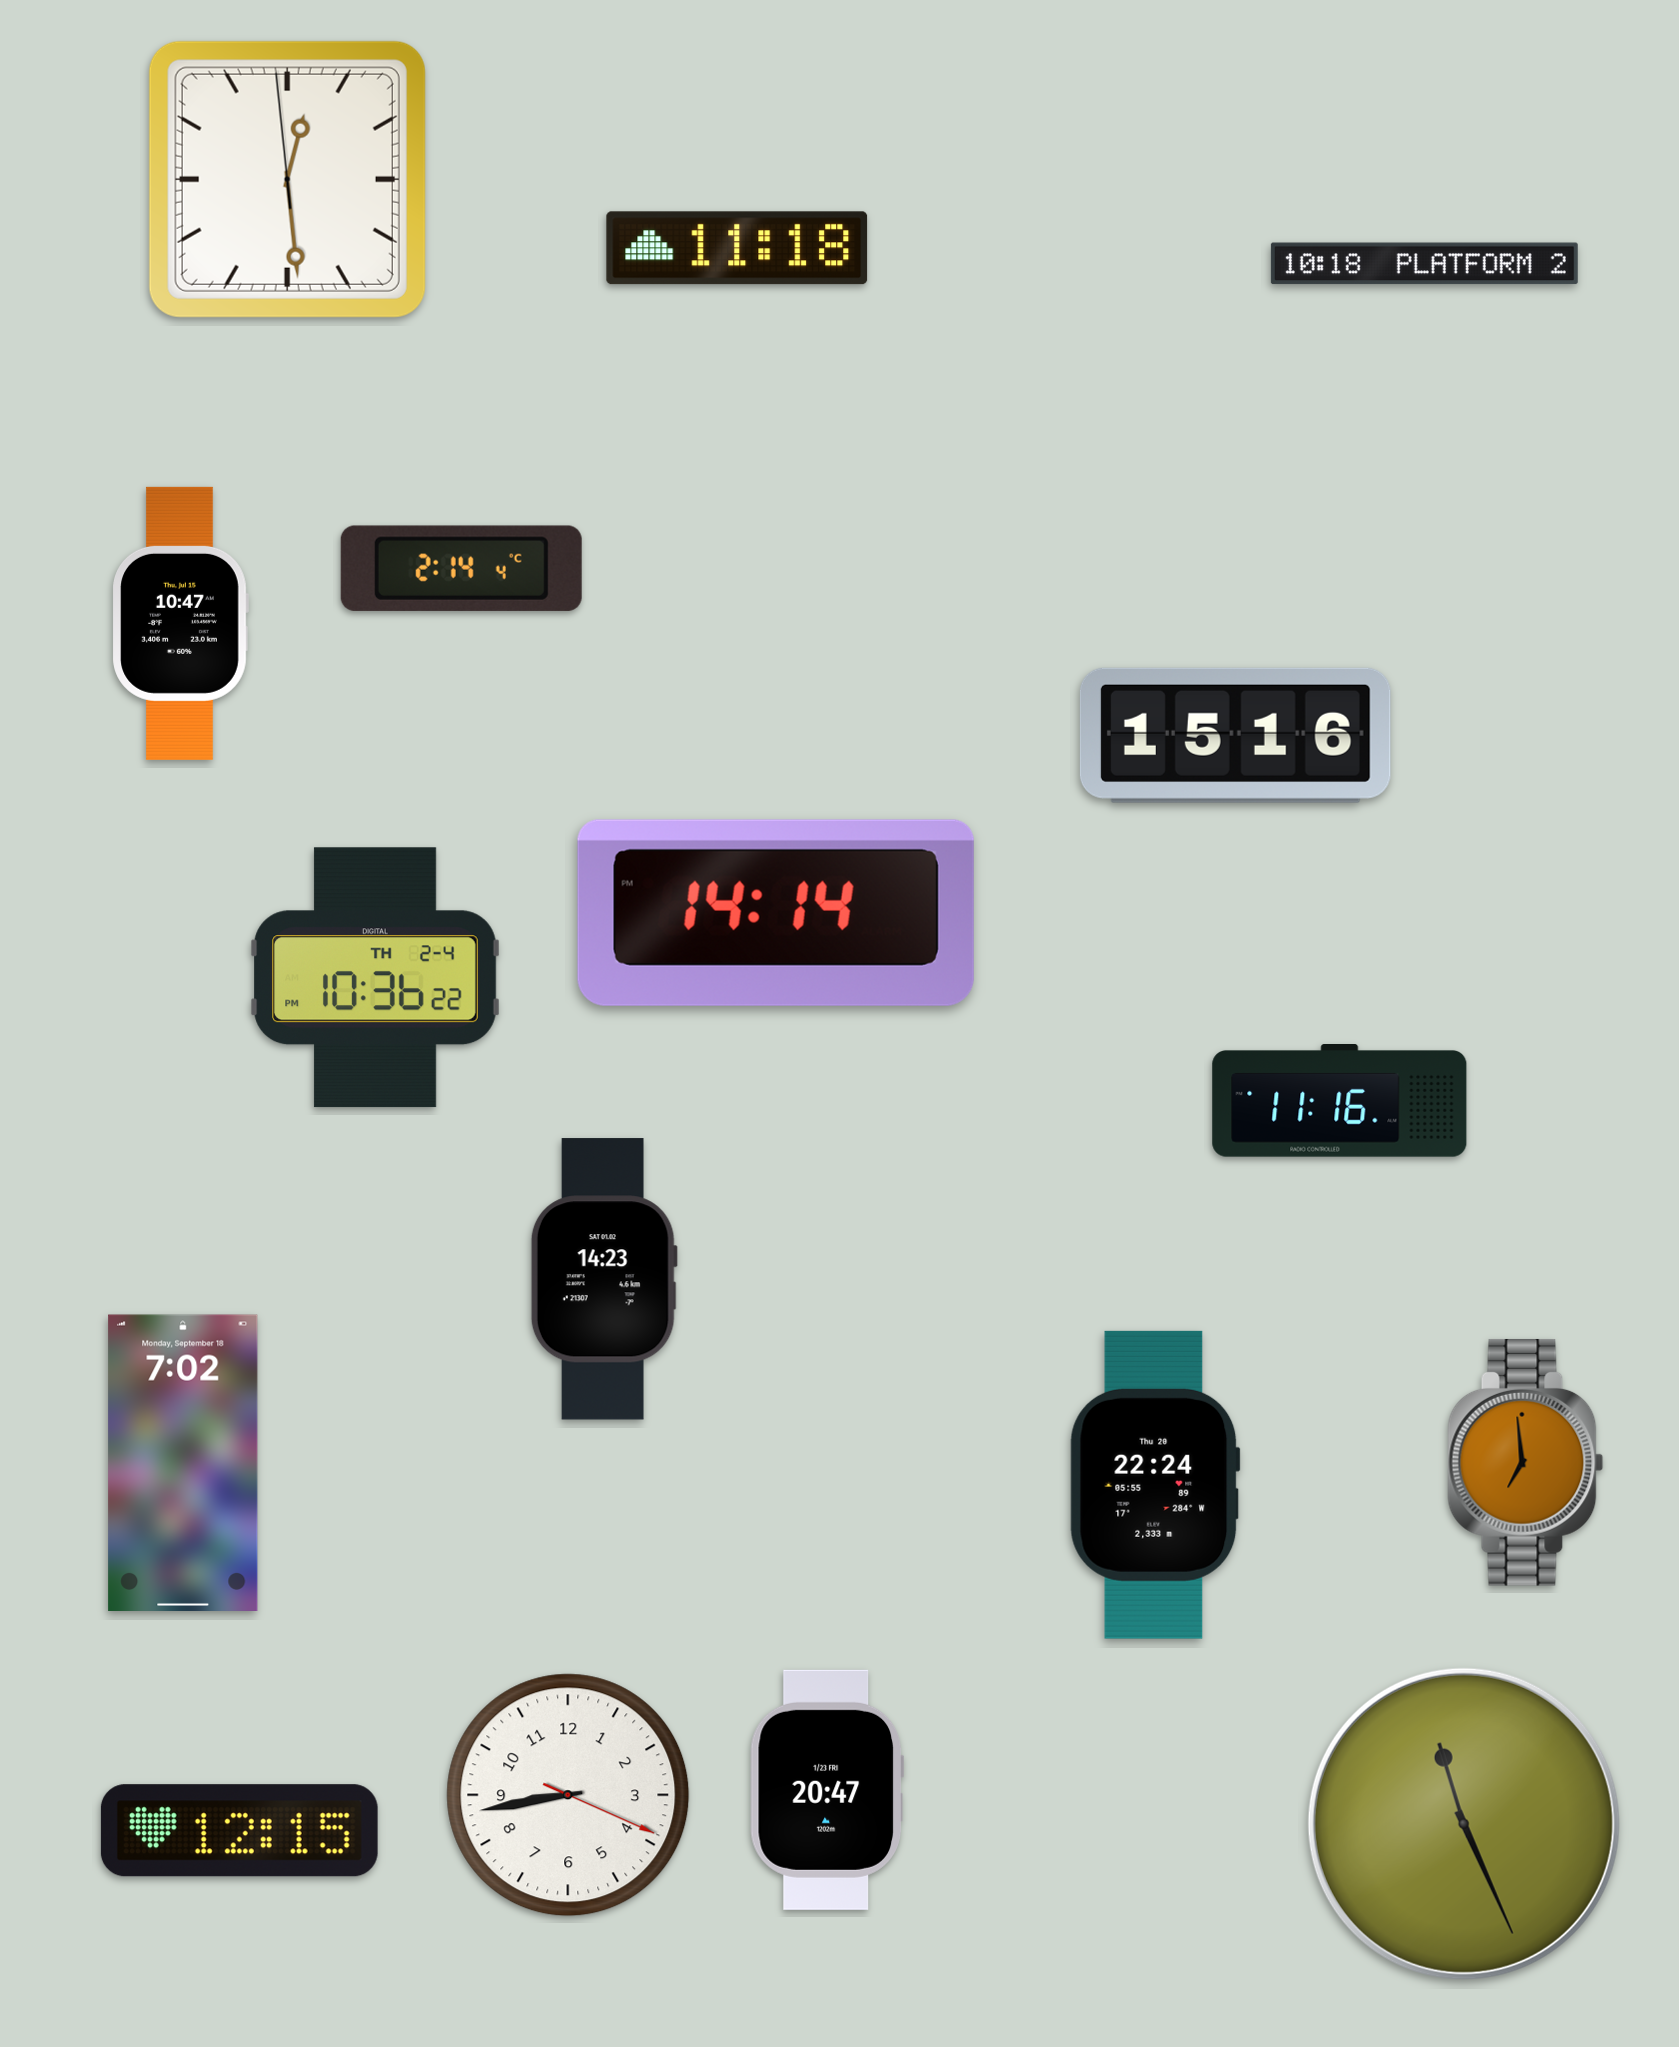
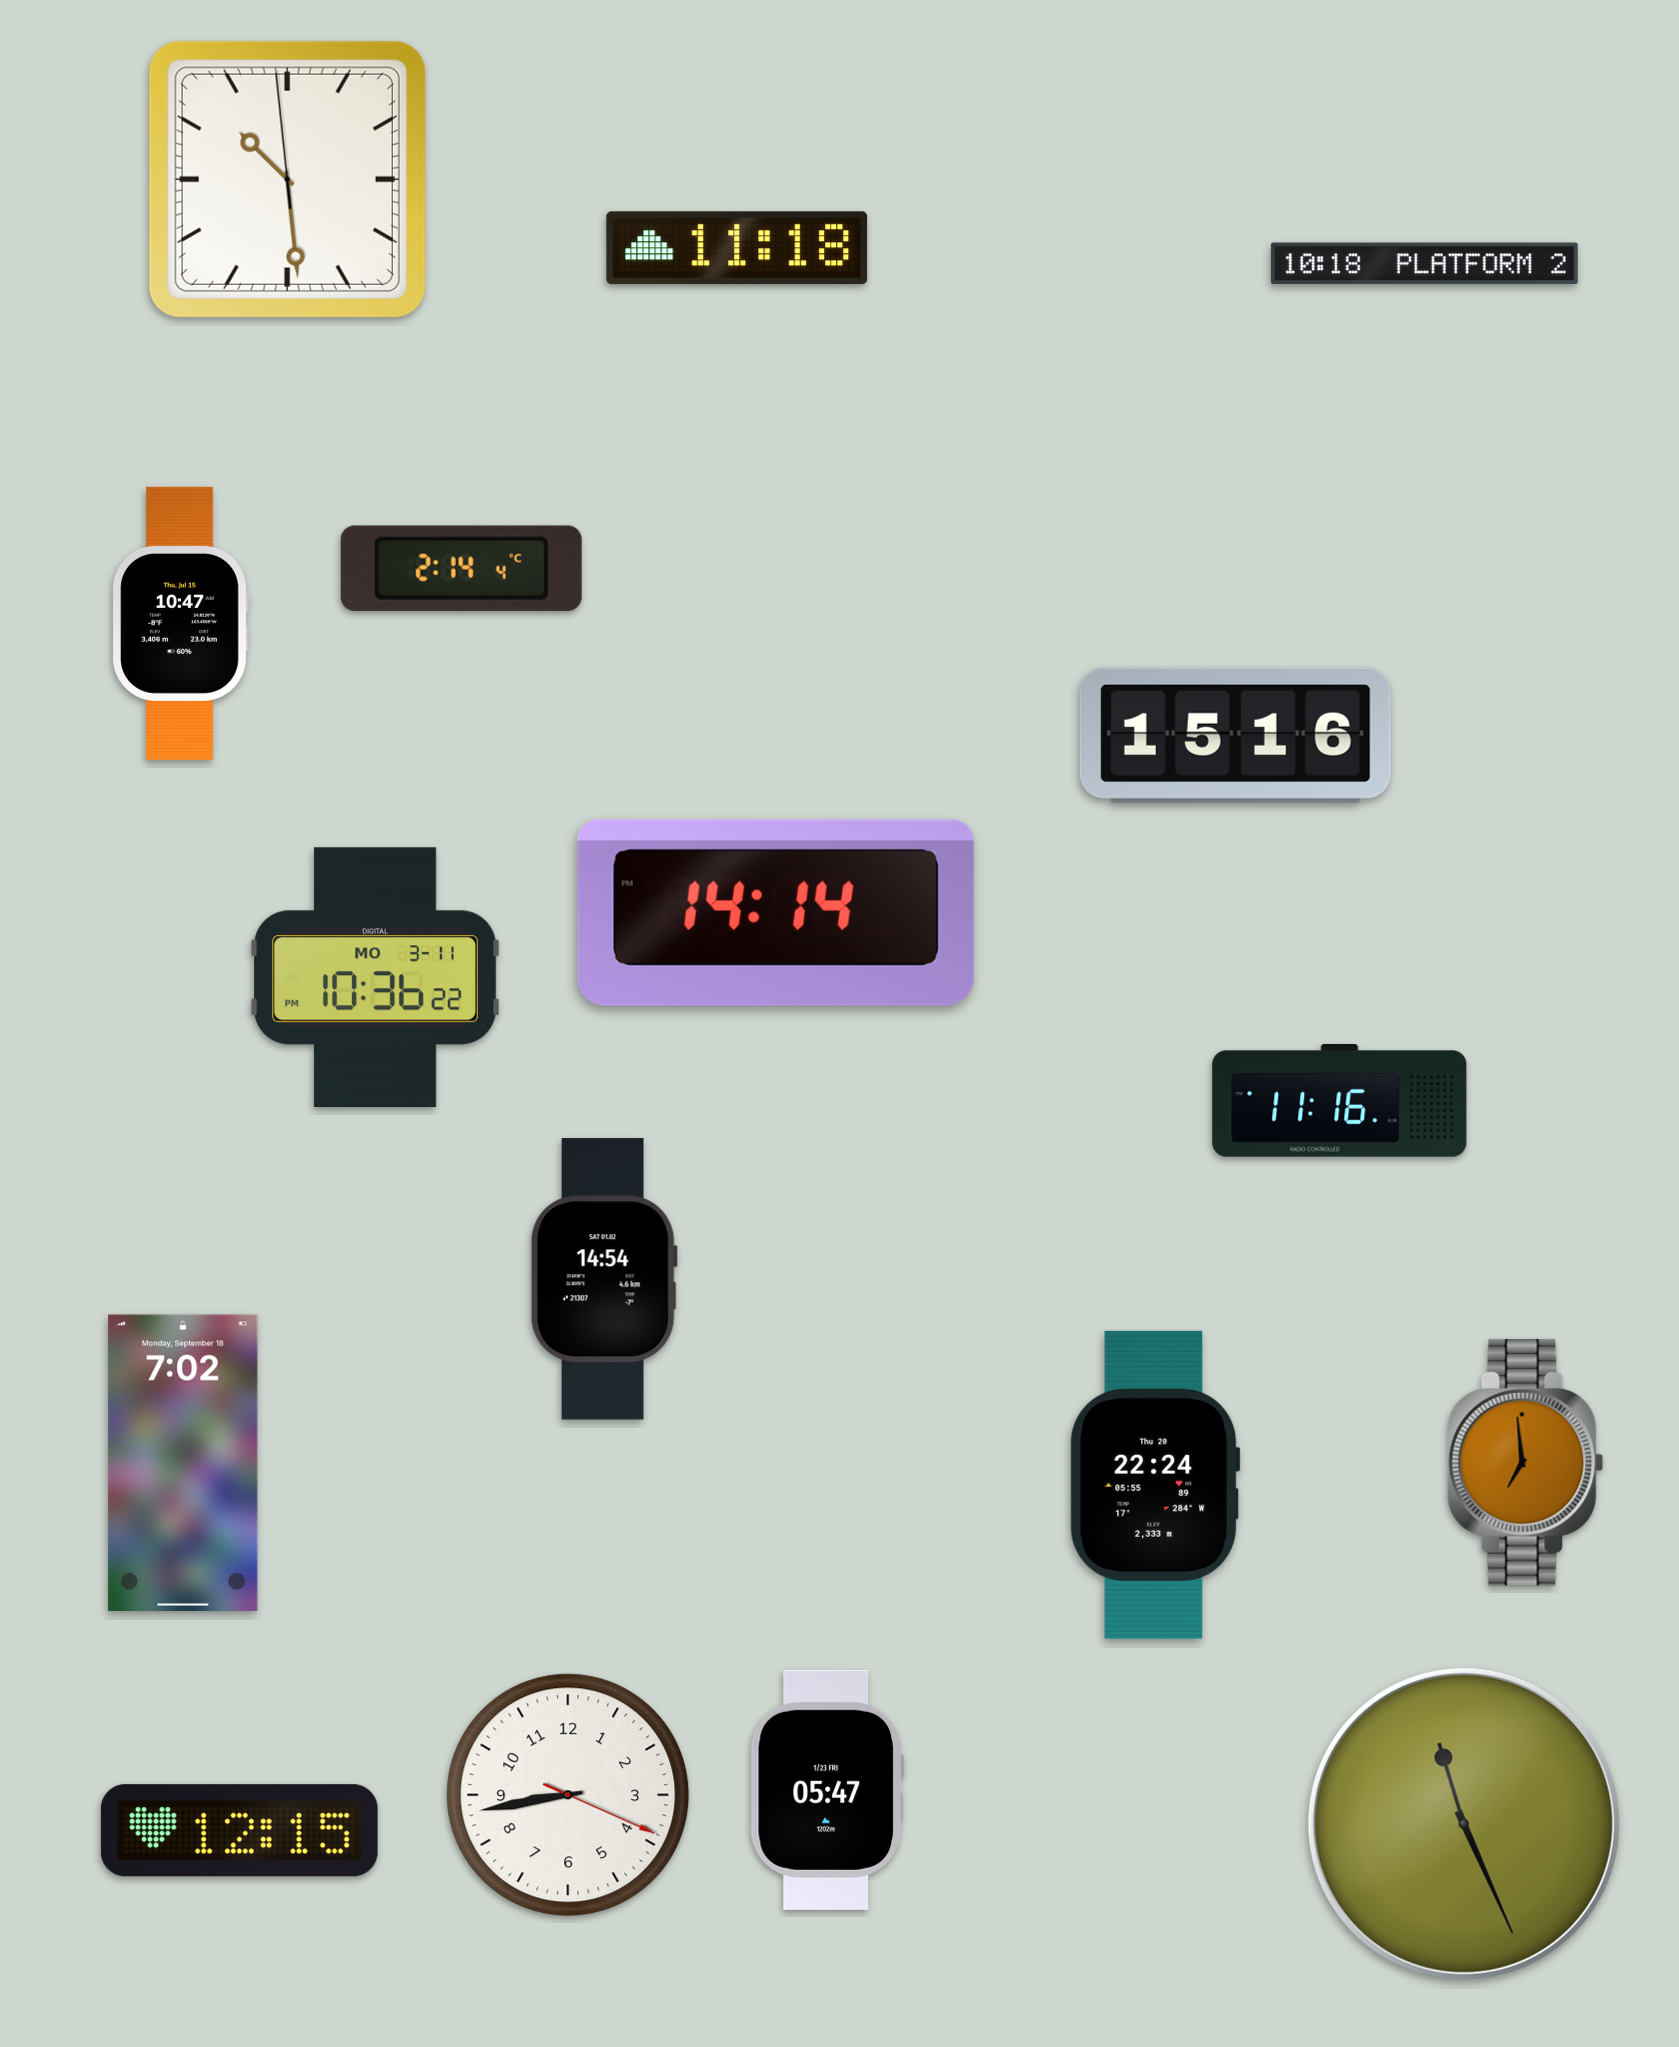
clock at (287, 179): 12:28 -> 10:28
clock at (375, 978) date: TH 2-4 -> MO 3-11
clock at (604, 1279): 14:23 -> 14:54
clock at (826, 1790): 20:47 -> 05:47
